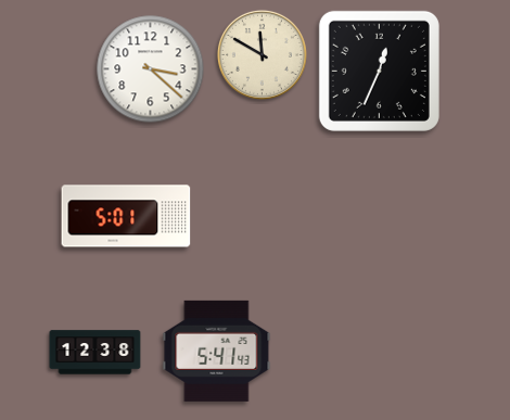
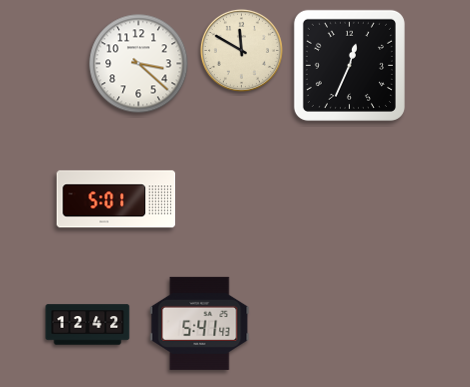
clock at (95, 353): 12:38 -> 12:42
